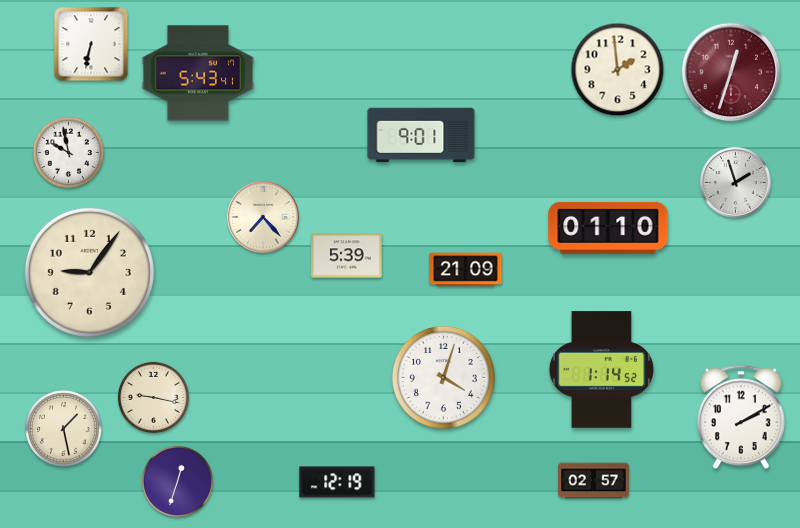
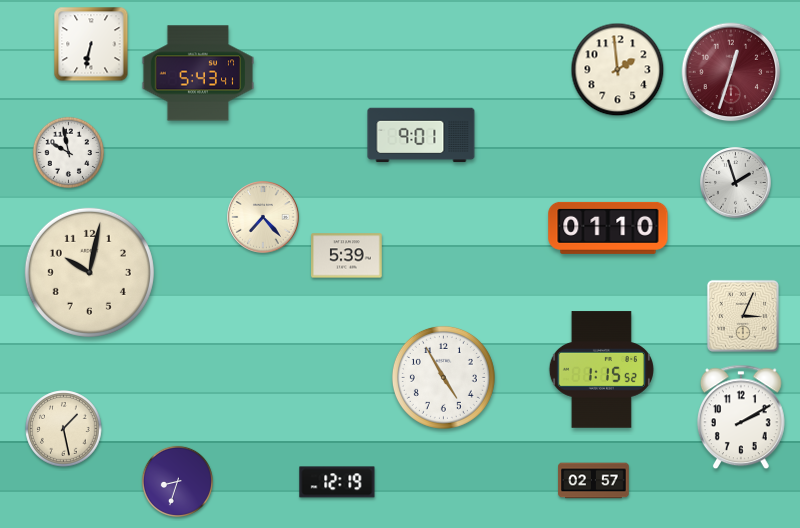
clock at (466, 270): 21:09 -> none
clock at (89, 272): 9:06 -> 10:02
clock at (743, 316): none -> 3:04
clock at (601, 370): 1:14 -> 1:15
clock at (443, 377): 4:03 -> 4:55
clock at (153, 397): 9:17 -> none
clock at (177, 481): 12:33 -> 8:33
